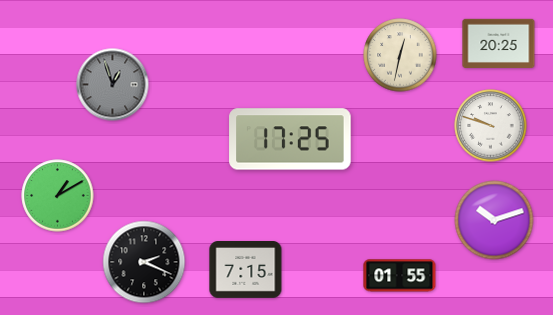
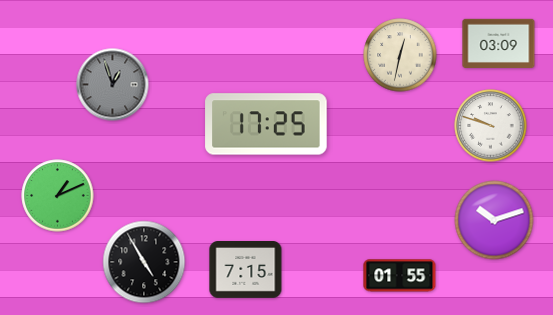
clock at (499, 43): 20:25 -> 03:09
clock at (290, 139) position: (290, 139) -> (266, 124)
clock at (58, 196): 1:10 -> 1:11
clock at (144, 262): 2:19 -> 4:55
